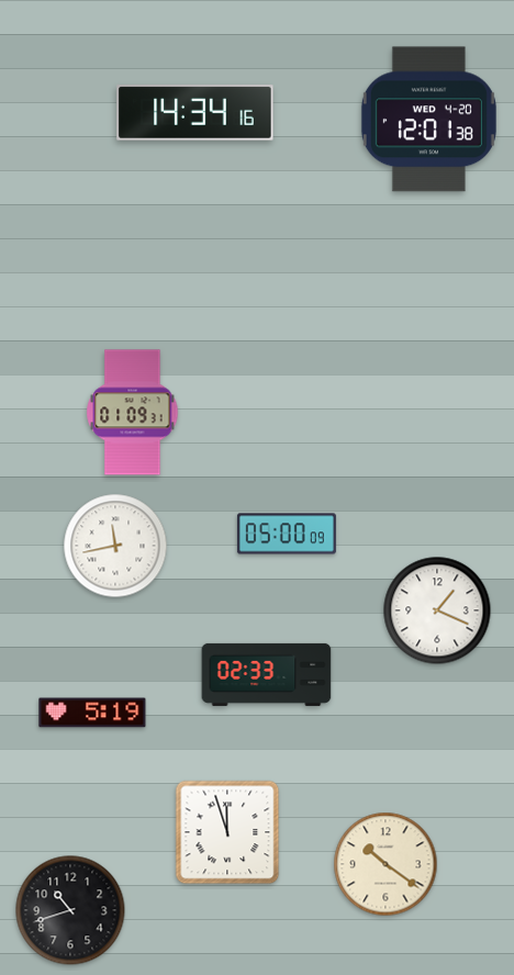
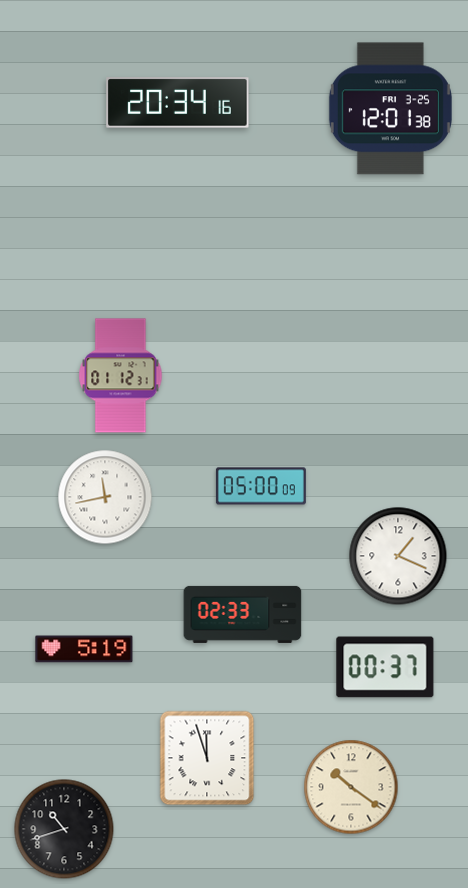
clock at (195, 113): 14:34 -> 20:34
clock at (428, 120) date: WED 4-20 -> FRI 3-25
clock at (133, 413): 01:09 -> 01:12
clock at (385, 667): none -> 00:37
